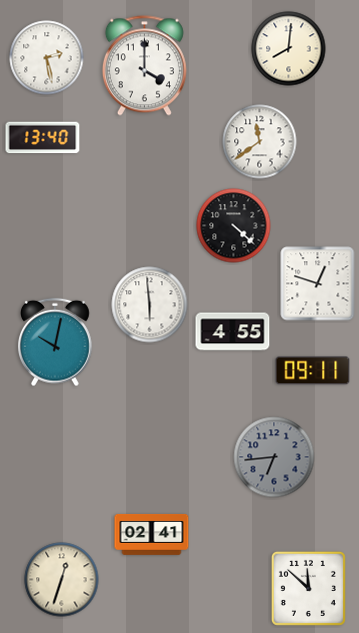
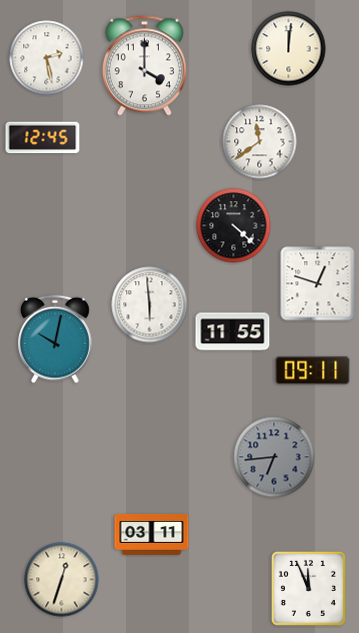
clock at (289, 49): 8:01 -> 12:01
clock at (43, 138): 13:40 -> 12:45
clock at (233, 332): 4:55 -> 11:55
clock at (56, 342) position: (56, 342) -> (56, 339)
clock at (152, 534): 02:41 -> 03:11
clock at (308, 588): 11:52 -> 11:56
